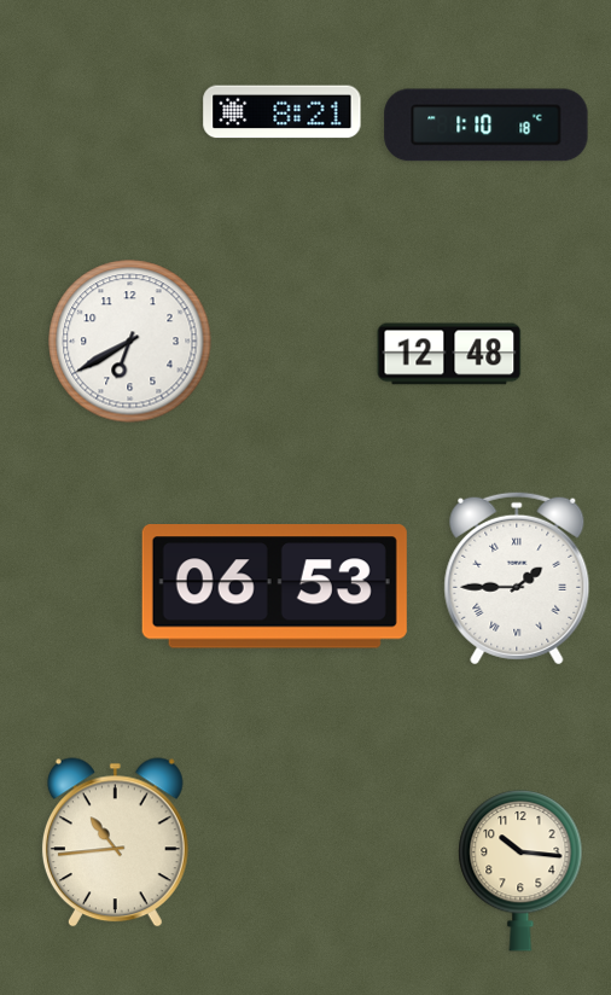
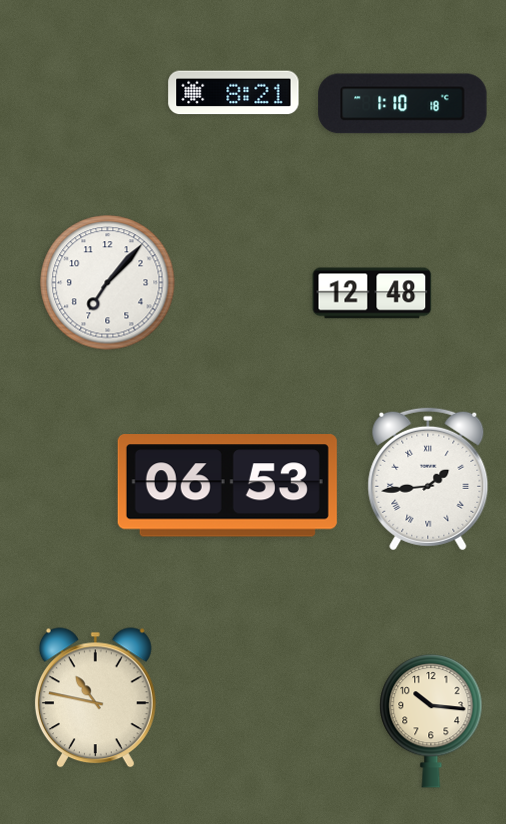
clock at (130, 342): 6:40 -> 7:07
clock at (517, 578): 1:45 -> 1:44
clock at (115, 843): 10:44 -> 10:47
